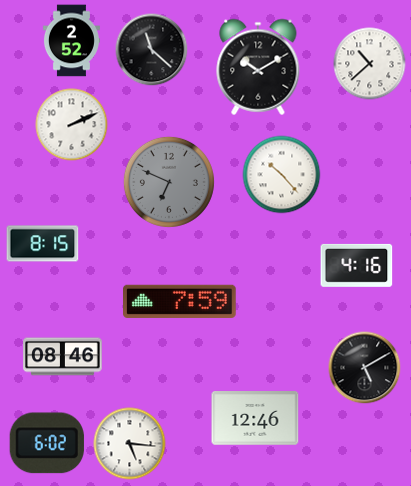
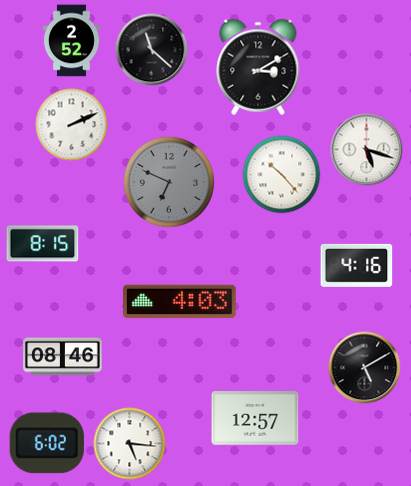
clock at (370, 64): 10:38 -> none
clock at (258, 67): 10:10 -> 3:10
clock at (367, 150): none -> 5:18
clock at (180, 301): 7:59 -> 4:03
clock at (255, 418): 12:46 -> 12:57
